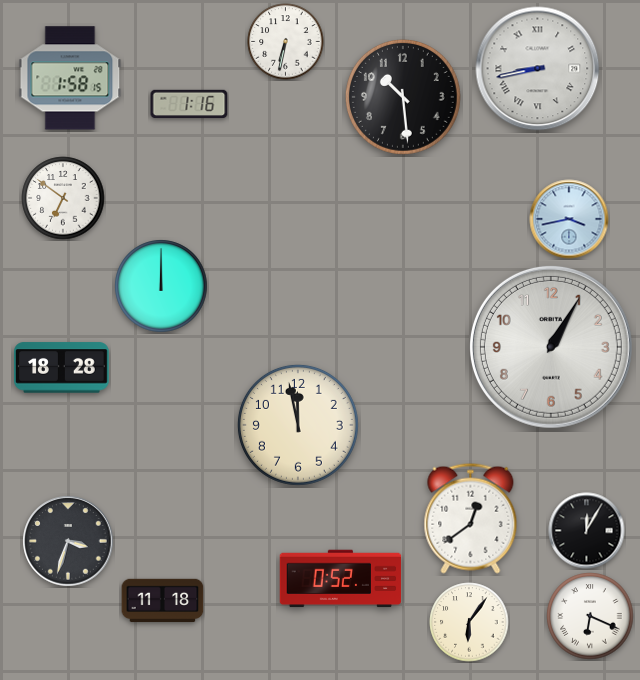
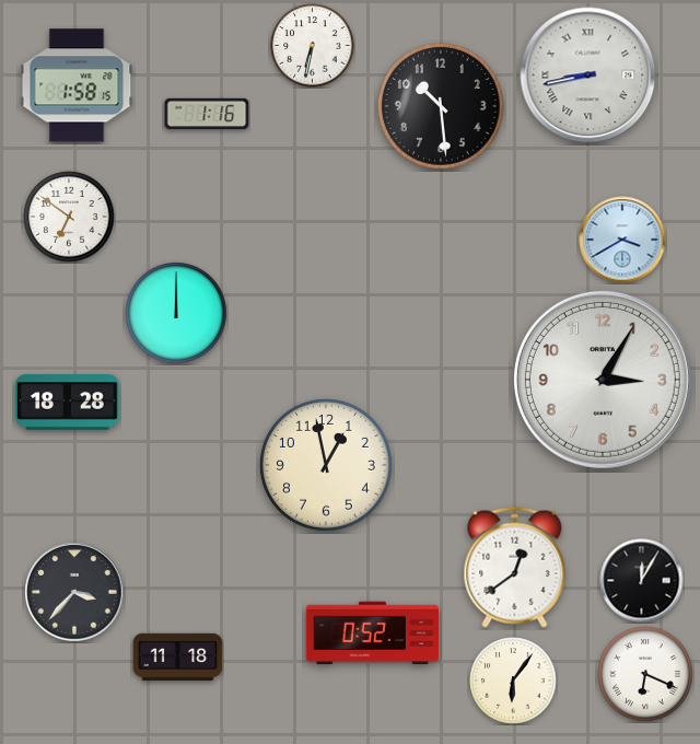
clock at (569, 219): 3:43 -> 3:40
clock at (551, 347): 1:05 -> 3:05
clock at (298, 425): 11:58 -> 12:58
clock at (68, 541): 3:33 -> 3:37
